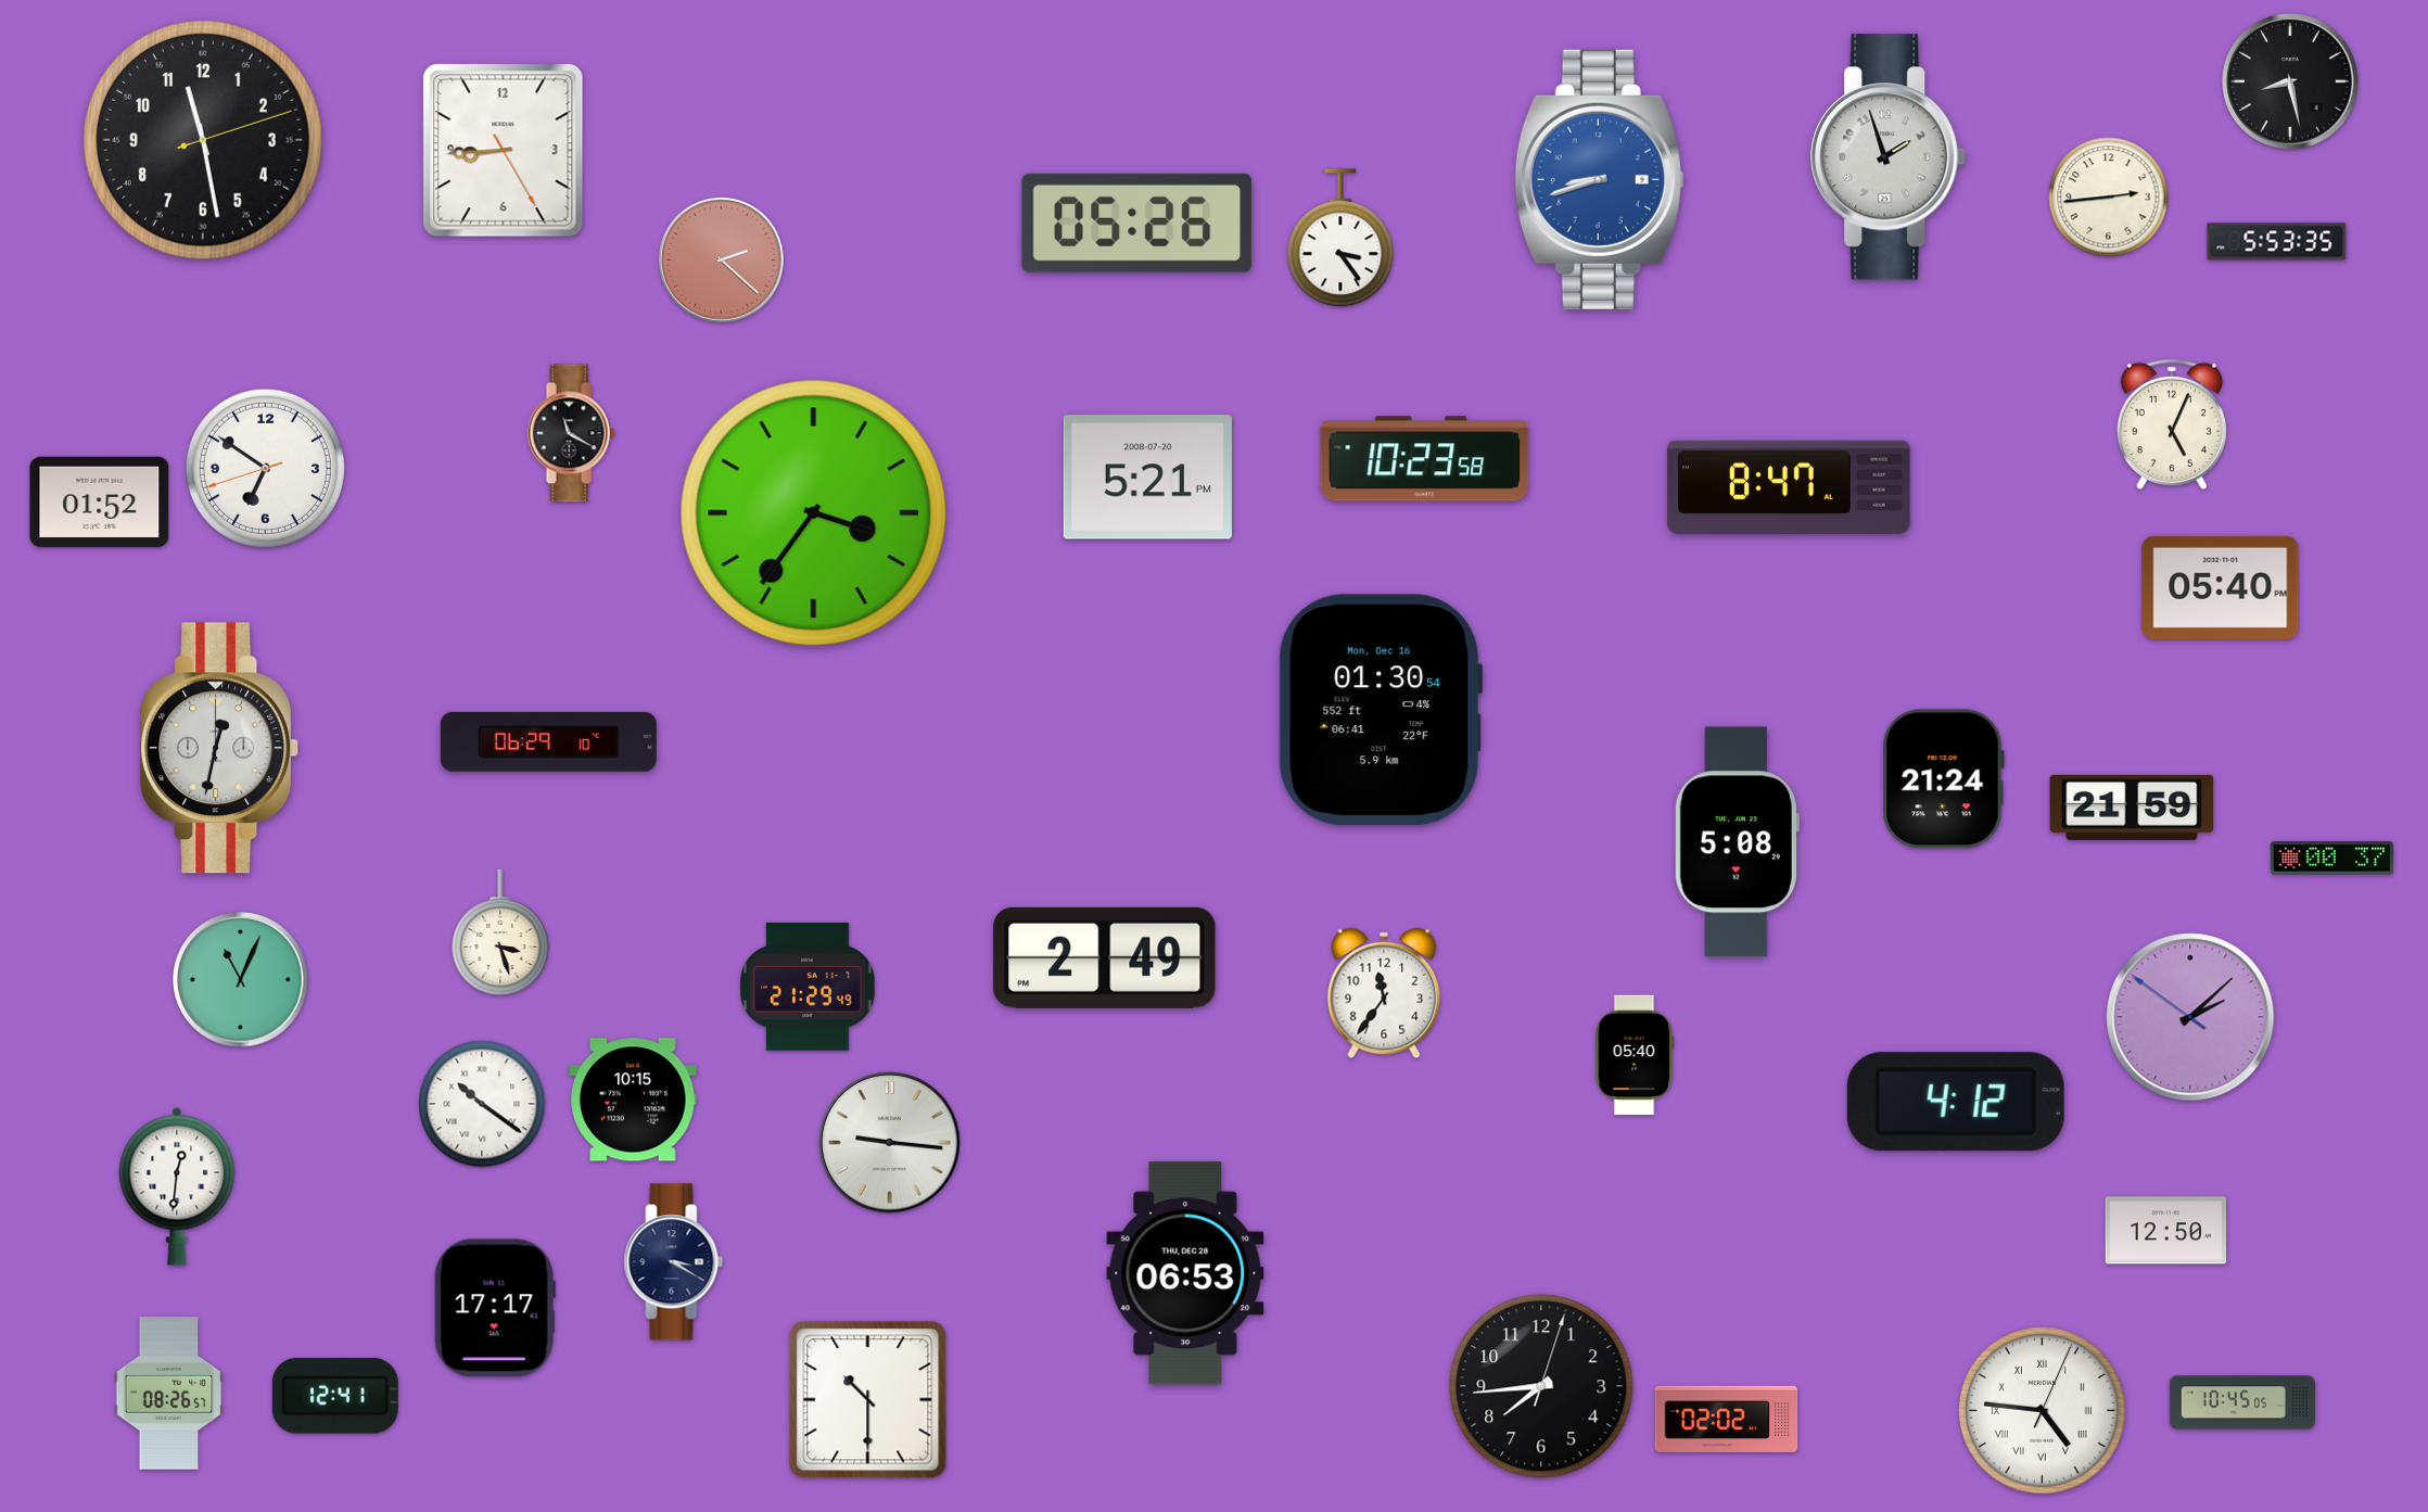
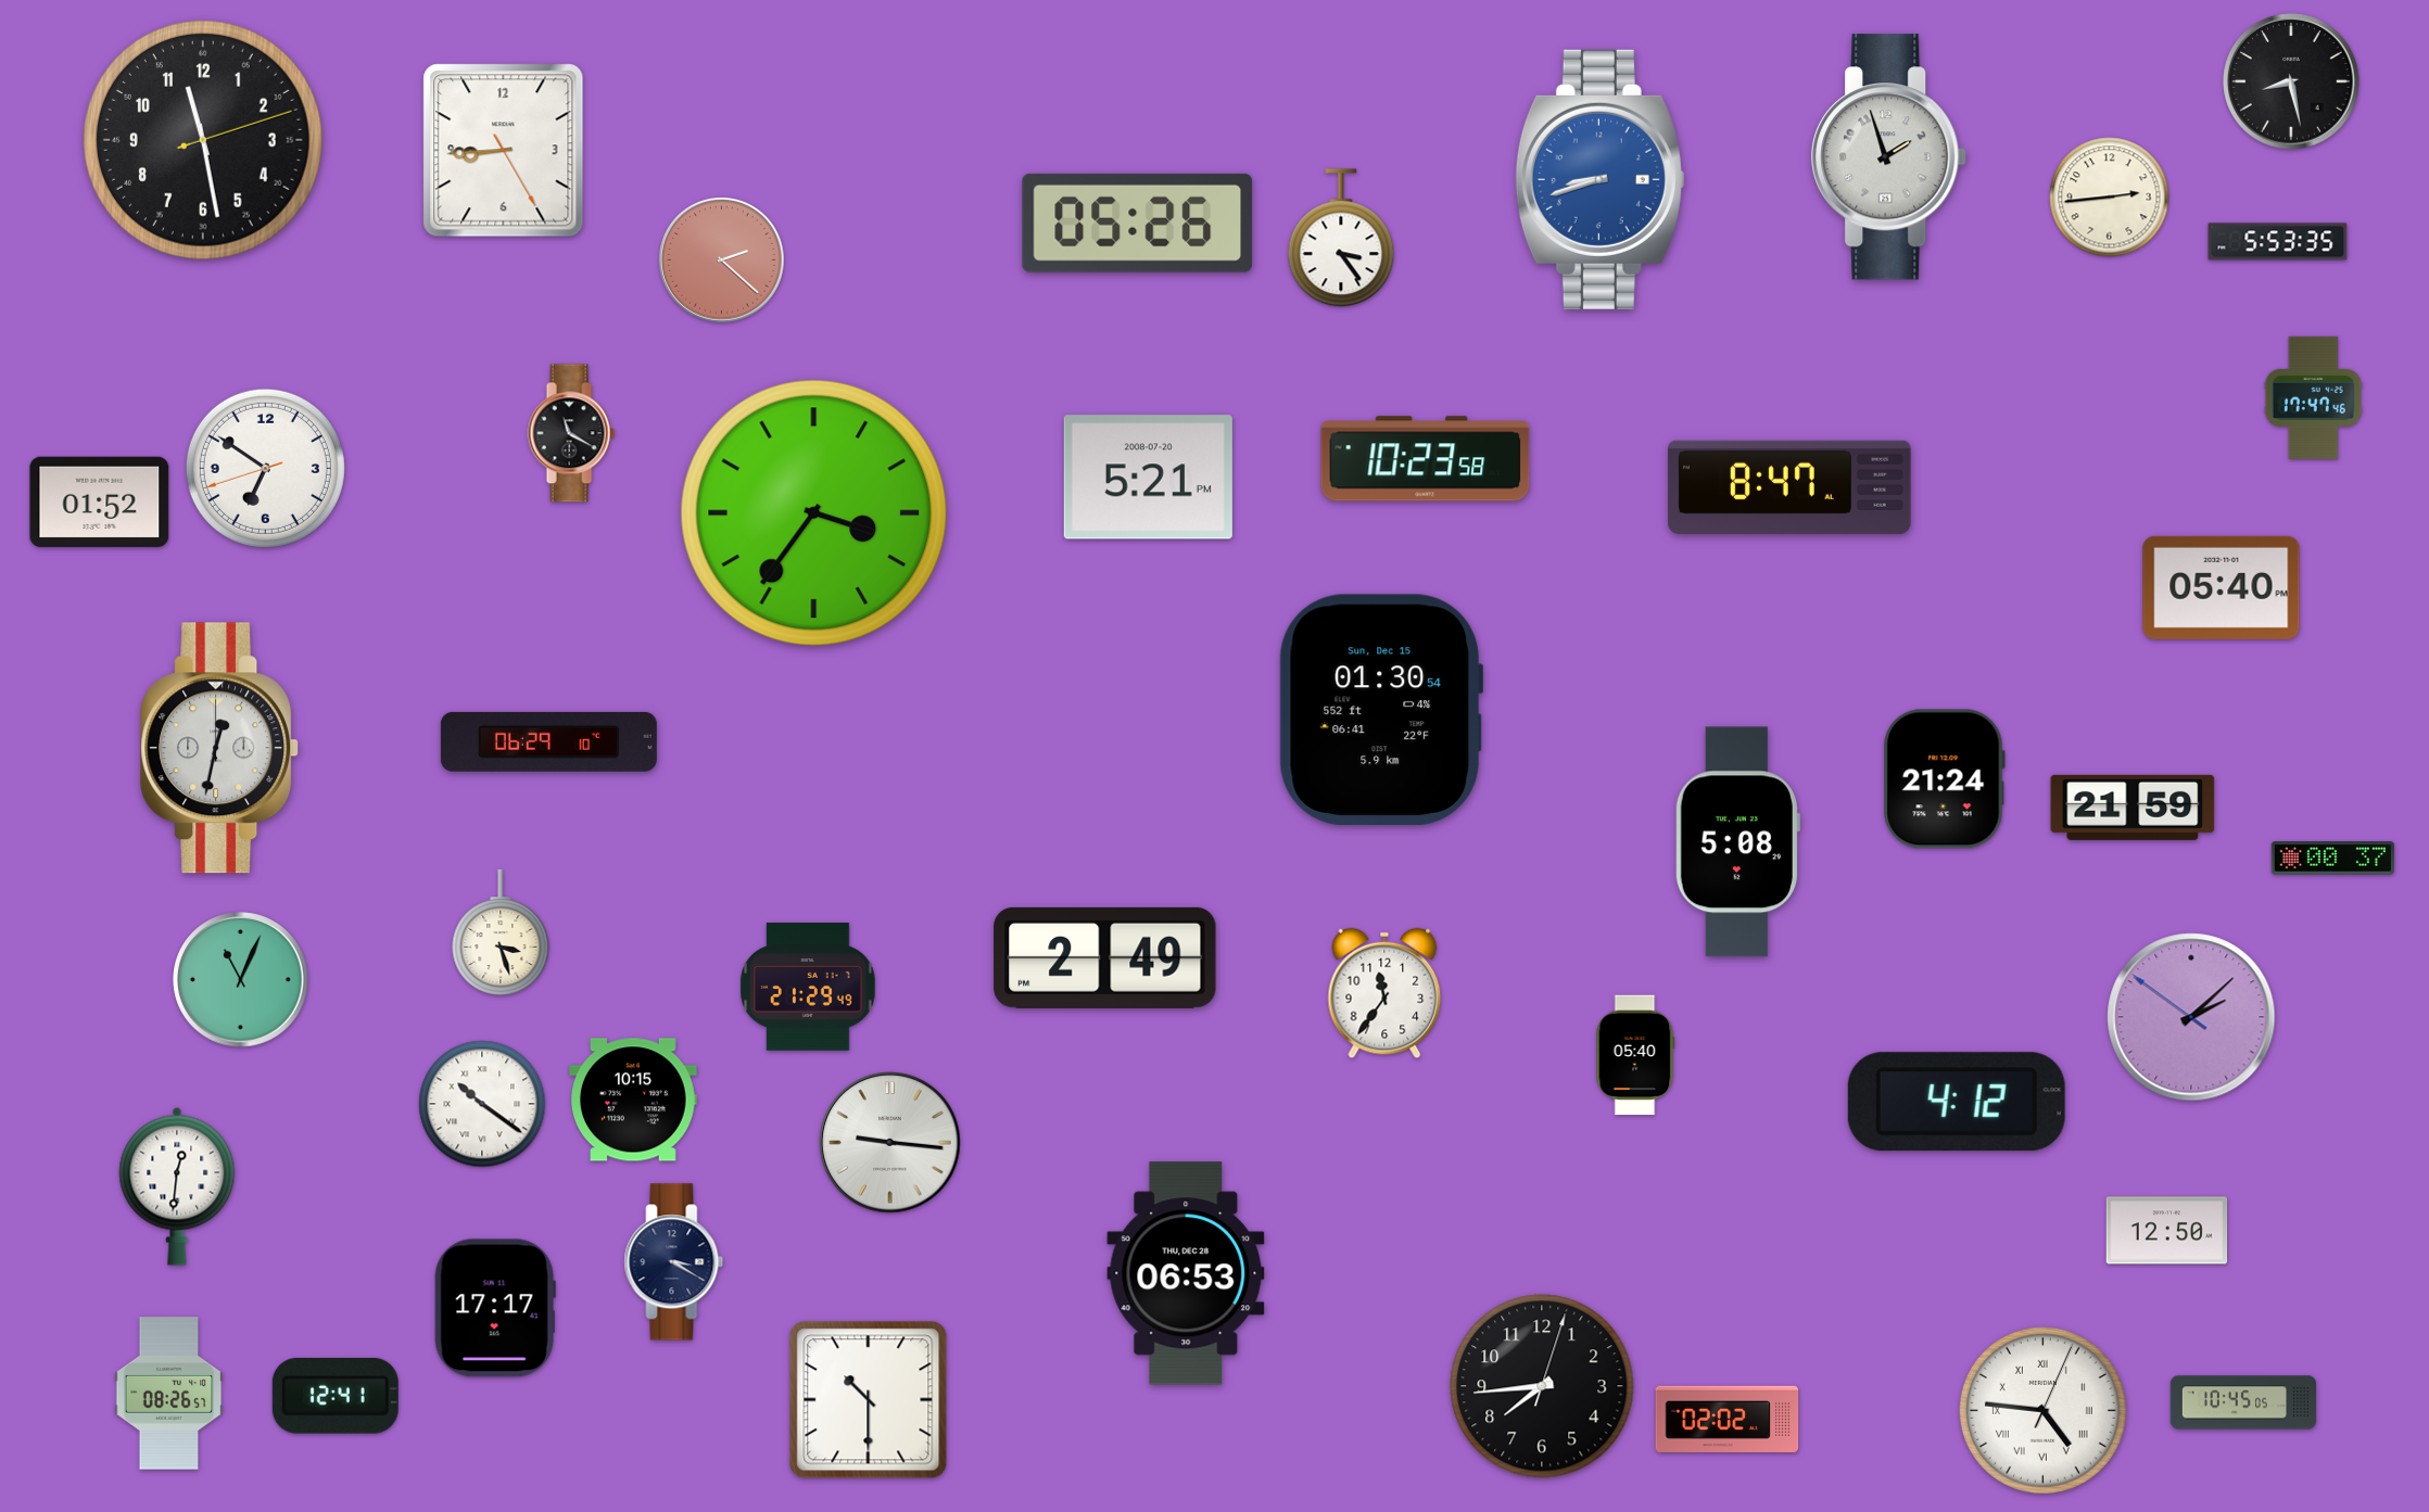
clock at (2313, 397): none -> 17:47
clock at (2172, 424): 5:04 -> none
clock at (1381, 709) date: Mon, Dec 16 -> Sun, Dec 15
